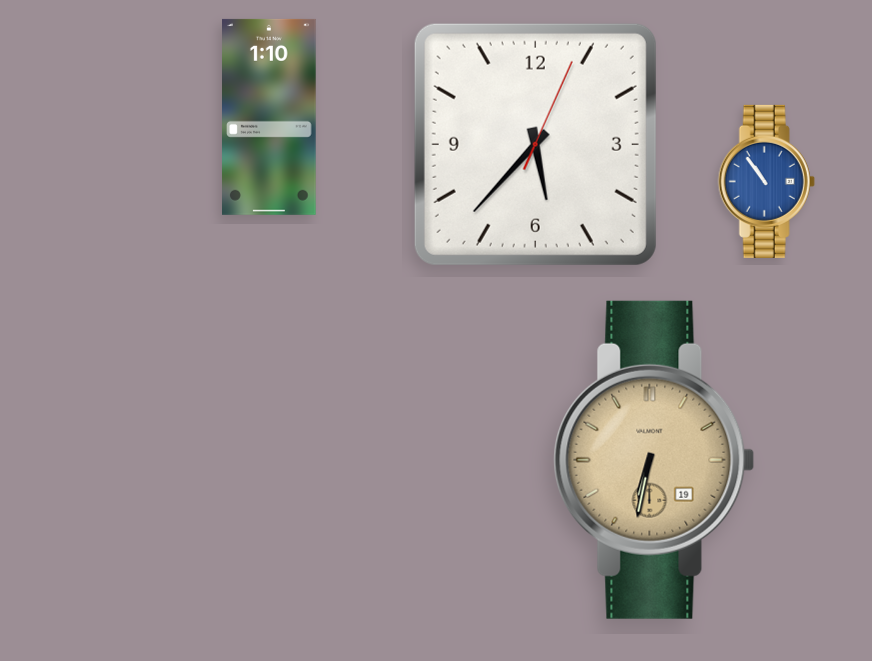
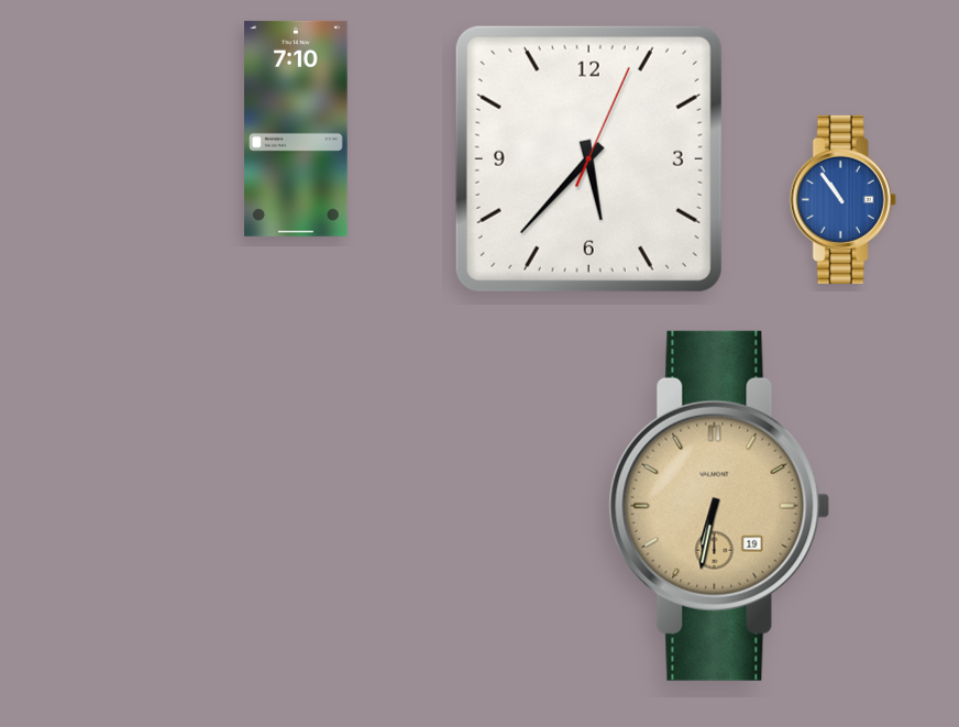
clock at (270, 117): 1:10 -> 7:10
